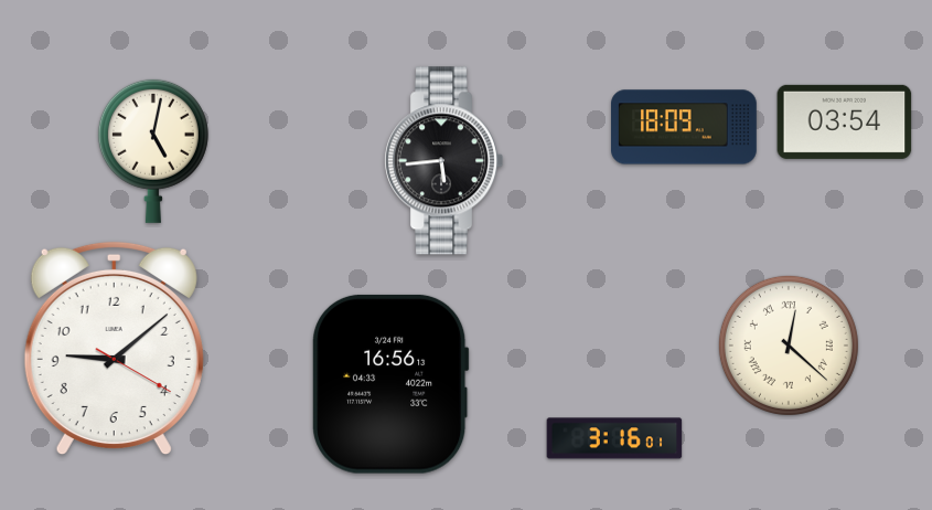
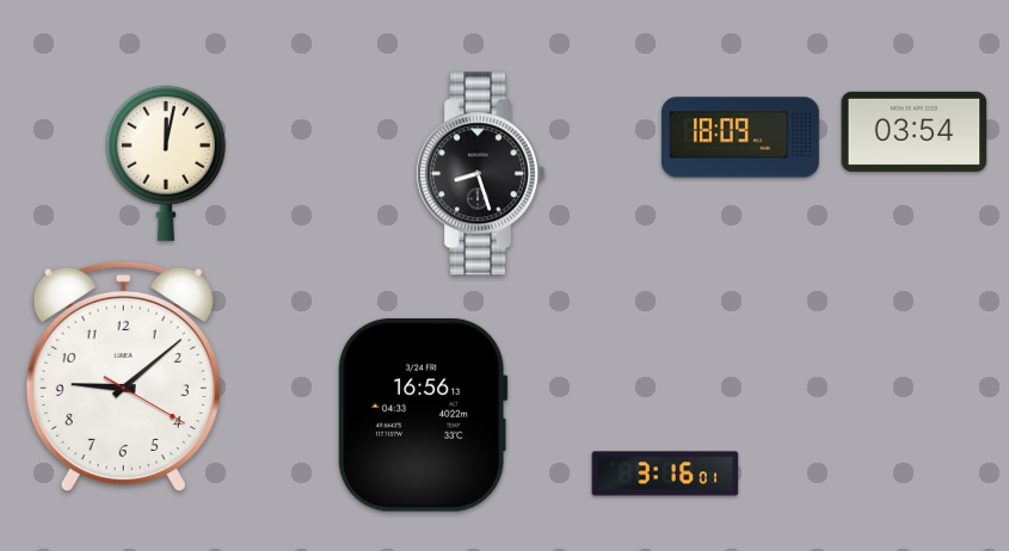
clock at (153, 151): 5:02 -> 12:02
clock at (443, 161): 5:44 -> 8:27
clock at (789, 346): 12:22 -> none
